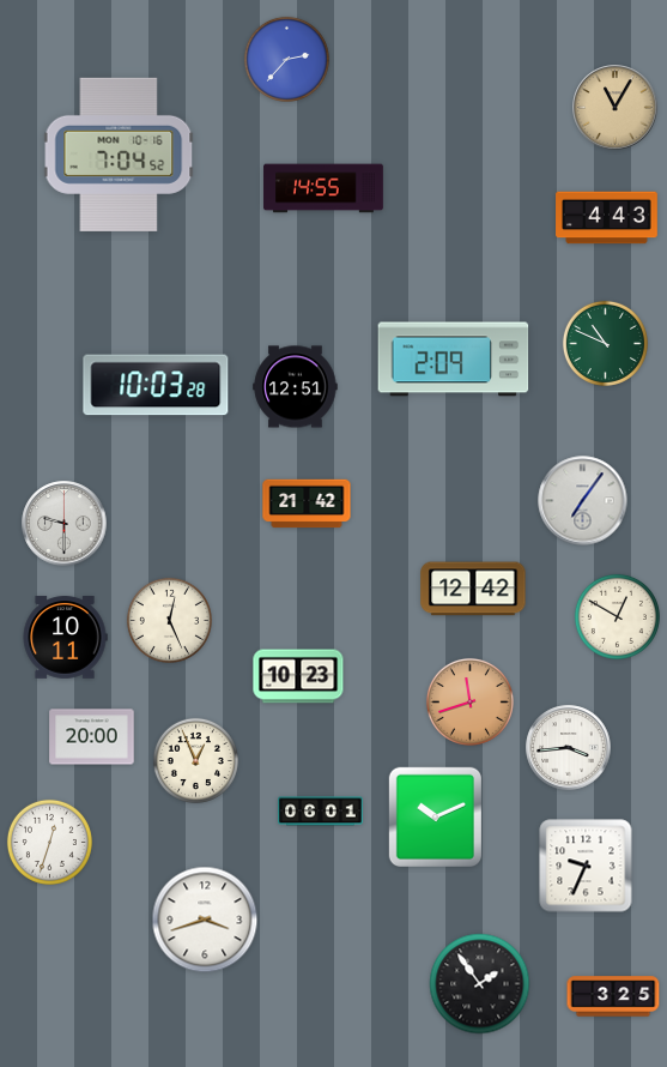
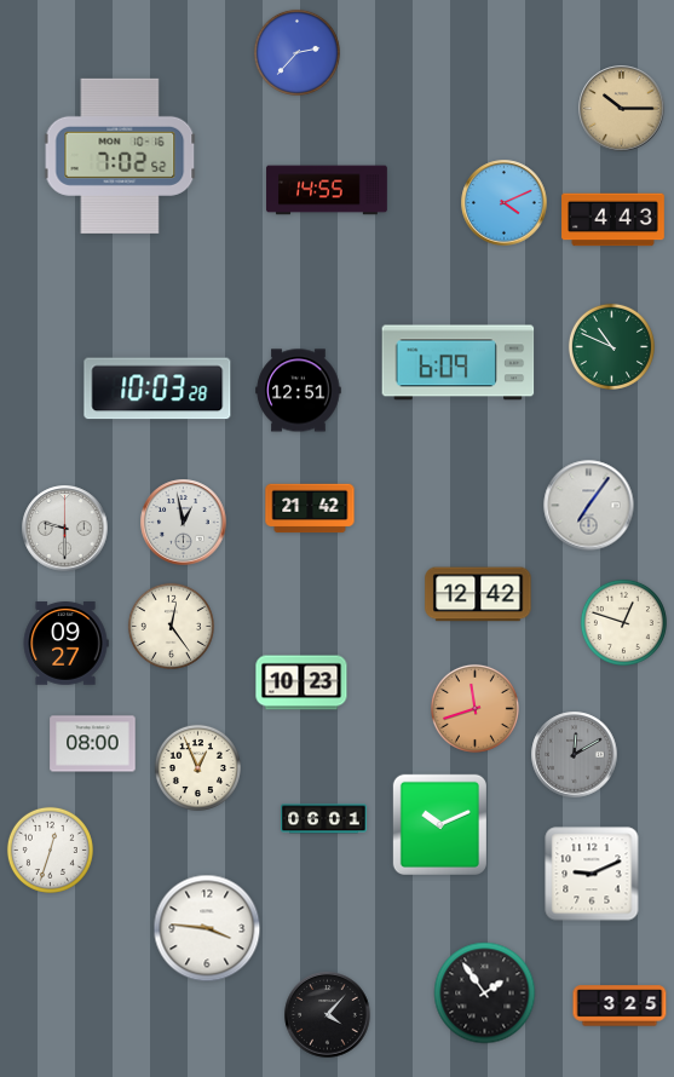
clock at (286, 59) position: (286, 59) -> (296, 52)
clock at (616, 108): 11:05 -> 10:15
clock at (119, 155): 7:04 -> 7:02
clock at (505, 203): none -> 4:11
clock at (454, 360): 2:09 -> 6:09
clock at (184, 523): none -> 12:58
clock at (617, 616): 12:50 -> 12:48
clock at (169, 620): 12:26 -> 12:24
clock at (65, 638): 10:11 -> 09:27
clock at (92, 737): 20:00 -> 08:00
clock at (569, 748): 3:44 -> 12:10
clock at (569, 748) dial: white -> grey
clock at (586, 866): 9:34 -> 9:11
clock at (205, 920): 3:42 -> 3:46
clock at (328, 1015): none -> 4:07
